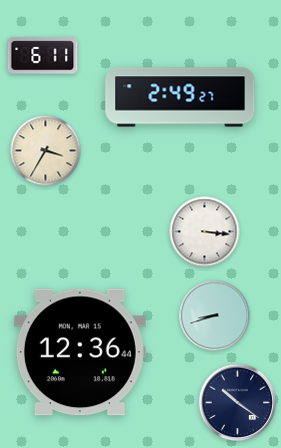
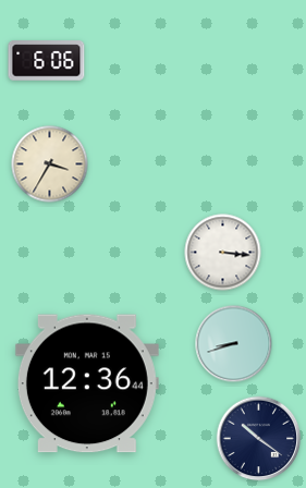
clock at (43, 56): 6:11 -> 6:06
clock at (180, 97): 2:49 -> none
